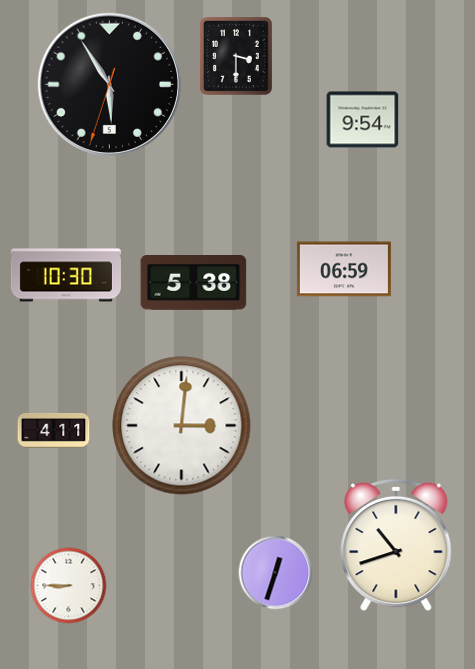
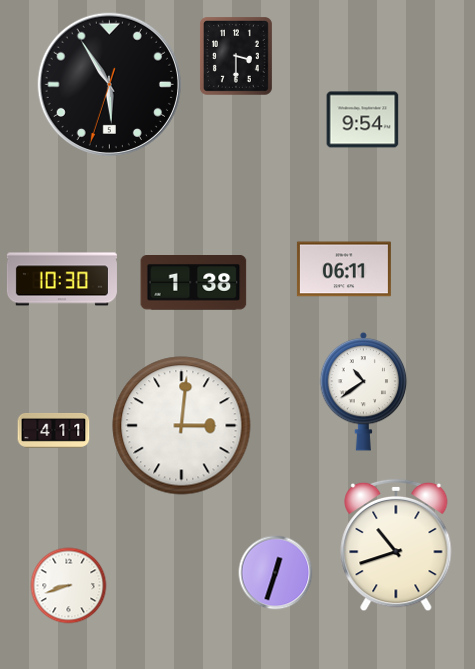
clock at (344, 269): 06:59 -> 06:11
clock at (66, 275) position: (66, 275) -> (62, 279)
clock at (194, 283): 5:38 -> 1:38
clock at (364, 391): none -> 10:39
clock at (69, 586): 8:45 -> 8:42
